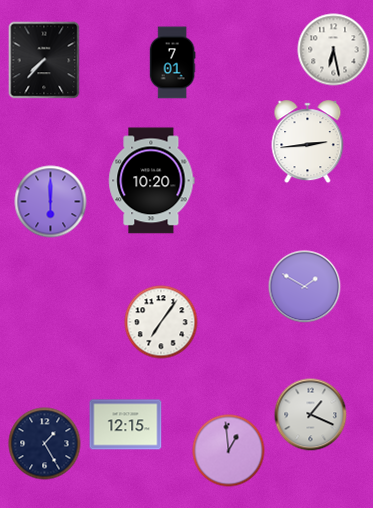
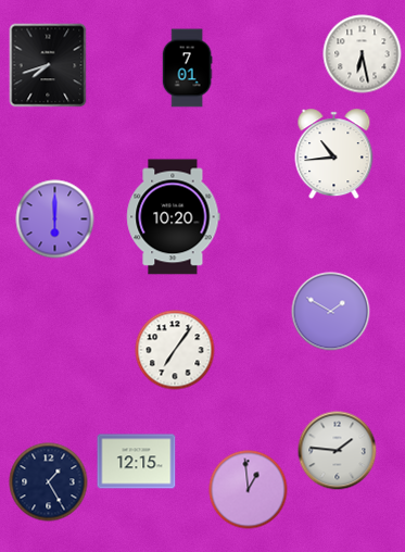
clock at (44, 60): 7:37 -> 7:42
clock at (308, 142): 2:44 -> 10:44
clock at (152, 181) position: (152, 181) -> (174, 217)
clock at (311, 415): 1:19 -> 1:46
